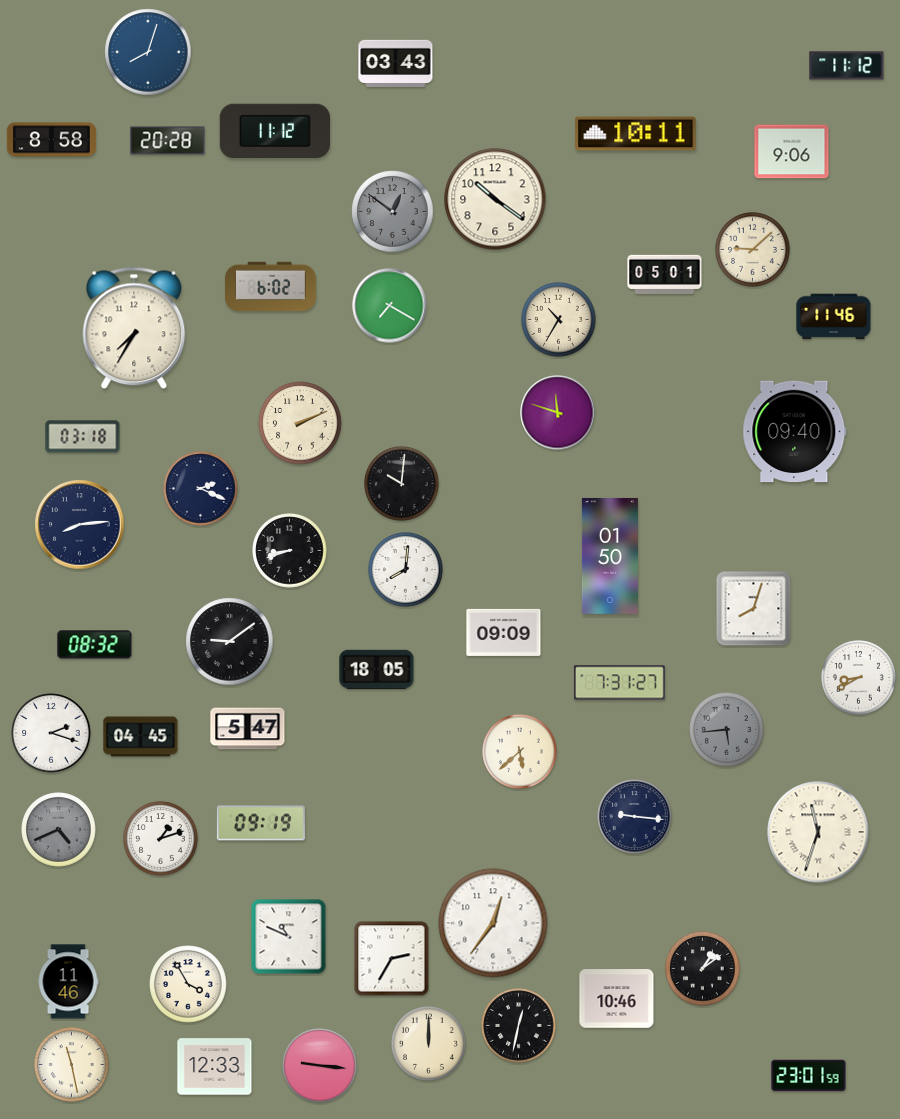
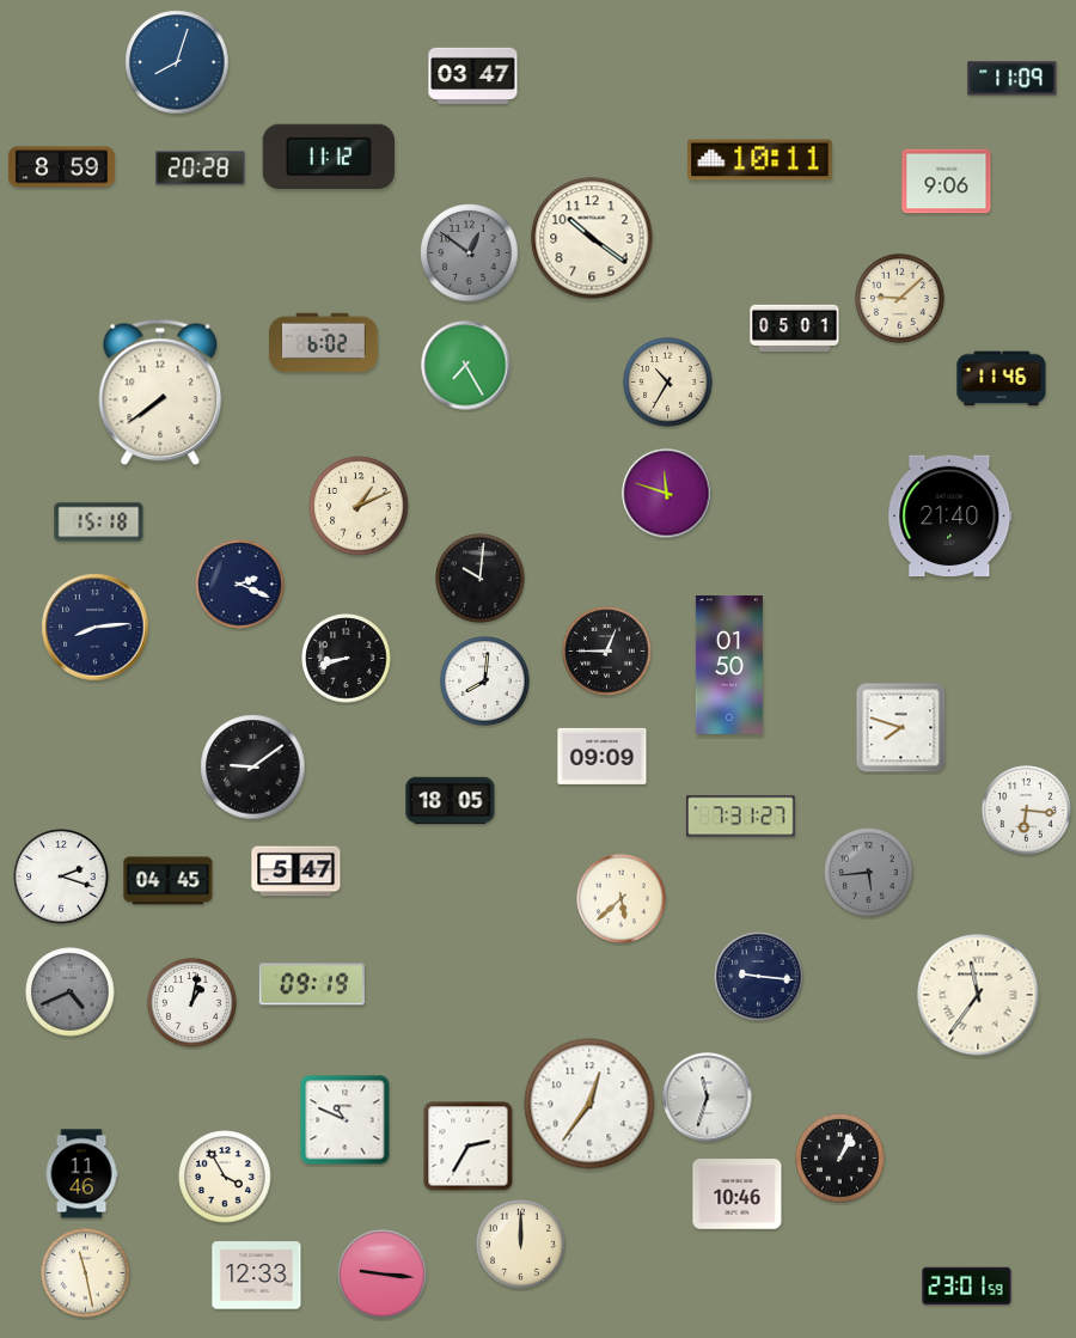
clock at (396, 63): 03:43 -> 03:47
clock at (847, 66): 11:12 -> 11:09
clock at (51, 140): 8:58 -> 8:59
clock at (390, 306): 7:20 -> 7:25
clock at (834, 317) position: (834, 317) -> (1002, 379)
clock at (134, 328): 7:35 -> 7:39
clock at (300, 423): 2:11 -> 1:11
clock at (795, 432): 09:40 -> 21:40
clock at (83, 437): 03:18 -> 15:18
clock at (607, 652): none -> 12:45
clock at (754, 609): 8:03 -> 7:48
clock at (230, 642) position: (230, 642) -> (253, 768)
clock at (95, 645): 08:32 -> none
clock at (859, 678): 8:40 -> 6:16
clock at (818, 832): 11:33 -> 11:36
clock at (161, 839): 1:12 -> 1:02
clock at (708, 1098): none -> 11:33
clock at (703, 969): 1:09 -> 1:04
clock at (519, 1026): 12:32 -> none
clock at (429, 1044) position: (429, 1044) -> (521, 1245)
